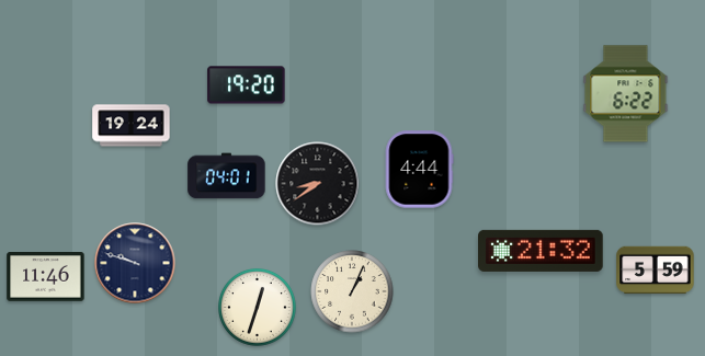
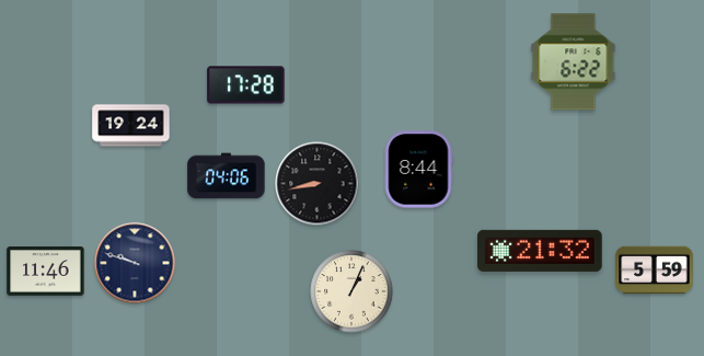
clock at (247, 85): 19:20 -> 17:28
clock at (626, 94) position: (626, 94) -> (574, 62)
clock at (419, 170): 4:44 -> 8:44
clock at (227, 176): 04:01 -> 04:06
clock at (318, 184): 8:39 -> 8:43
clock at (46, 277) position: (46, 277) -> (46, 272)
clock at (257, 307): 12:33 -> none
